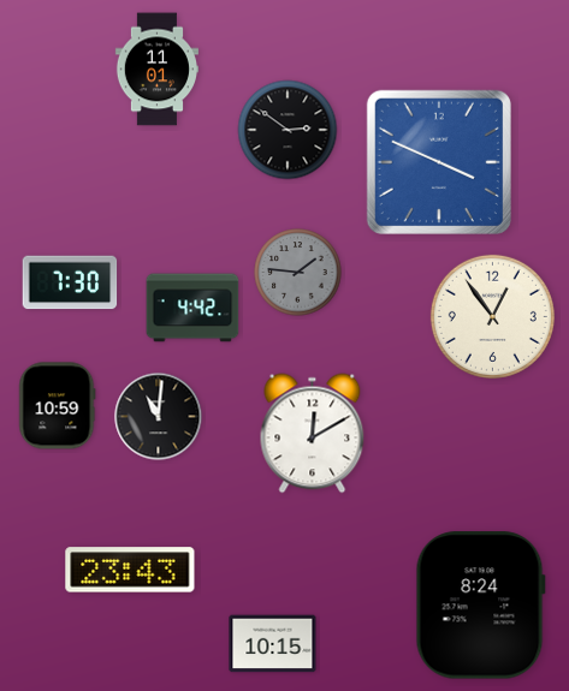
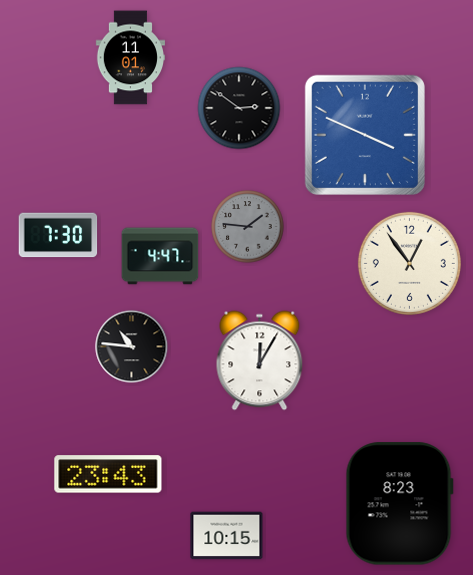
clock at (192, 308): 4:42 -> 4:47
clock at (58, 406): 10:59 -> none
clock at (159, 417): 11:01 -> 10:46
clock at (313, 434): 12:10 -> 12:05
clock at (480, 606): 8:24 -> 8:23
